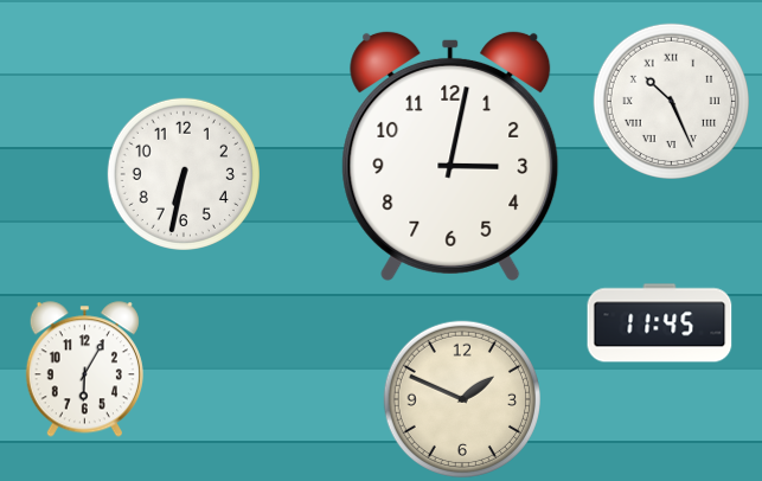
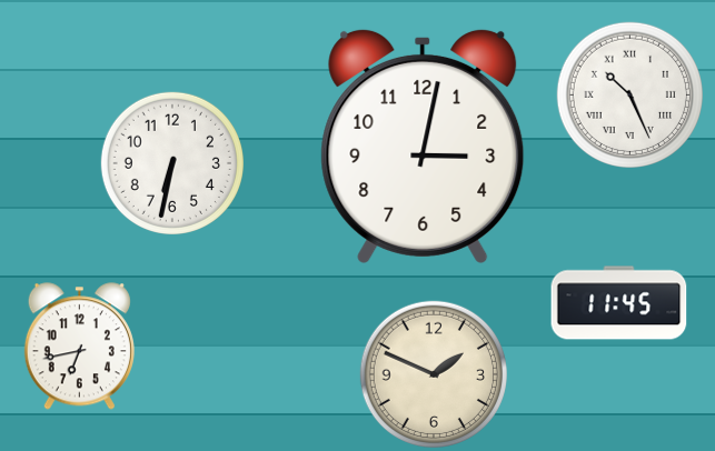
clock at (84, 370): 6:05 -> 6:43
